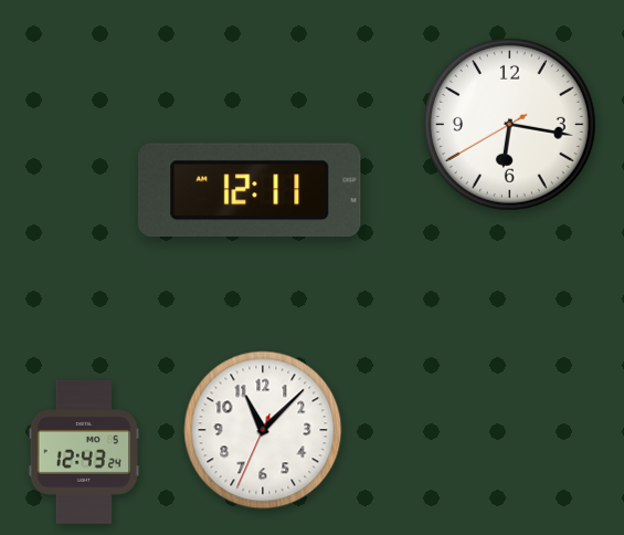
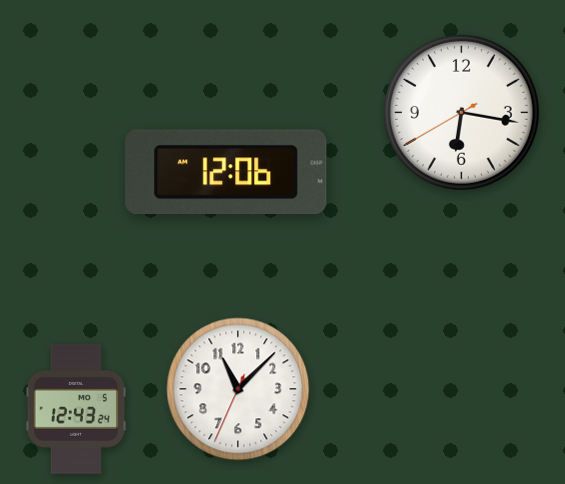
clock at (250, 190): 12:11 -> 12:06
